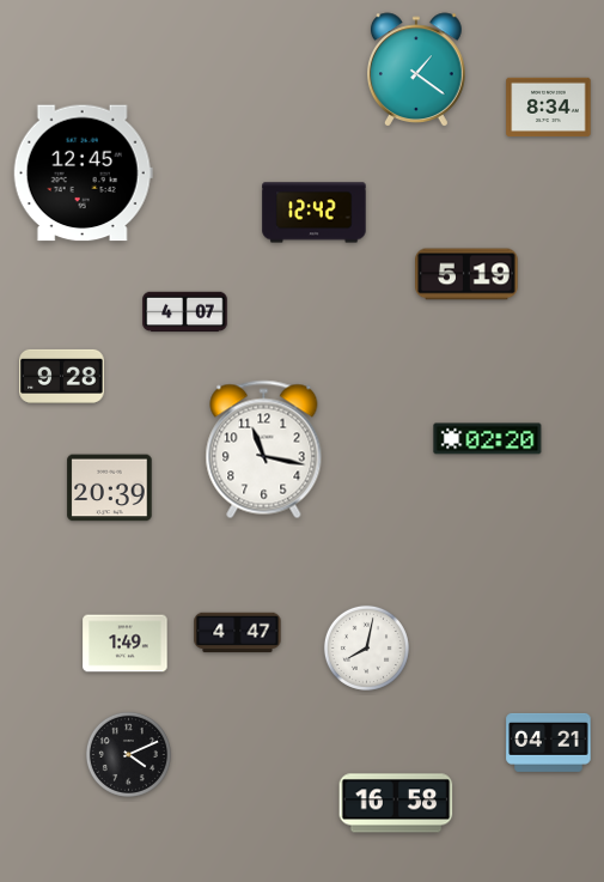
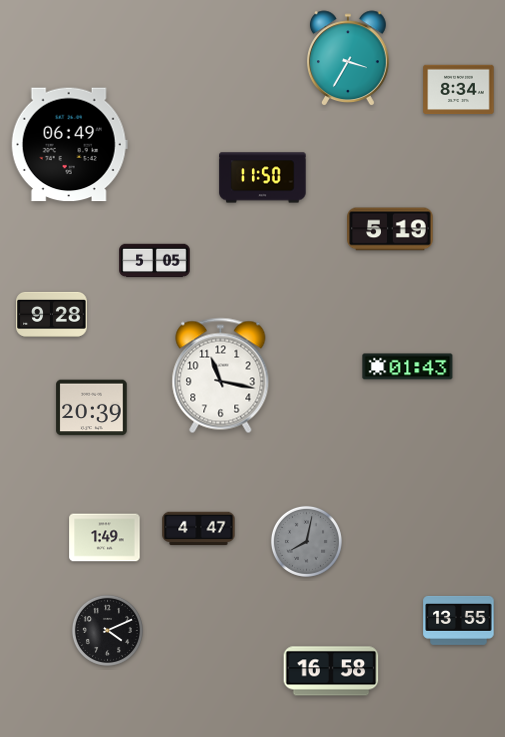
clock at (417, 69): 1:21 -> 3:35
clock at (83, 174): 12:45 -> 06:49
clock at (315, 213): 12:42 -> 11:50
clock at (185, 312): 4:07 -> 5:05
clock at (488, 439): 02:20 -> 01:43
clock at (366, 647) dial: white -> grey
clock at (549, 742): 04:21 -> 13:55
